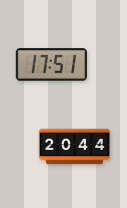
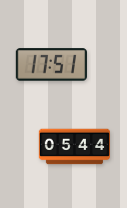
clock at (74, 147): 20:44 -> 05:44
